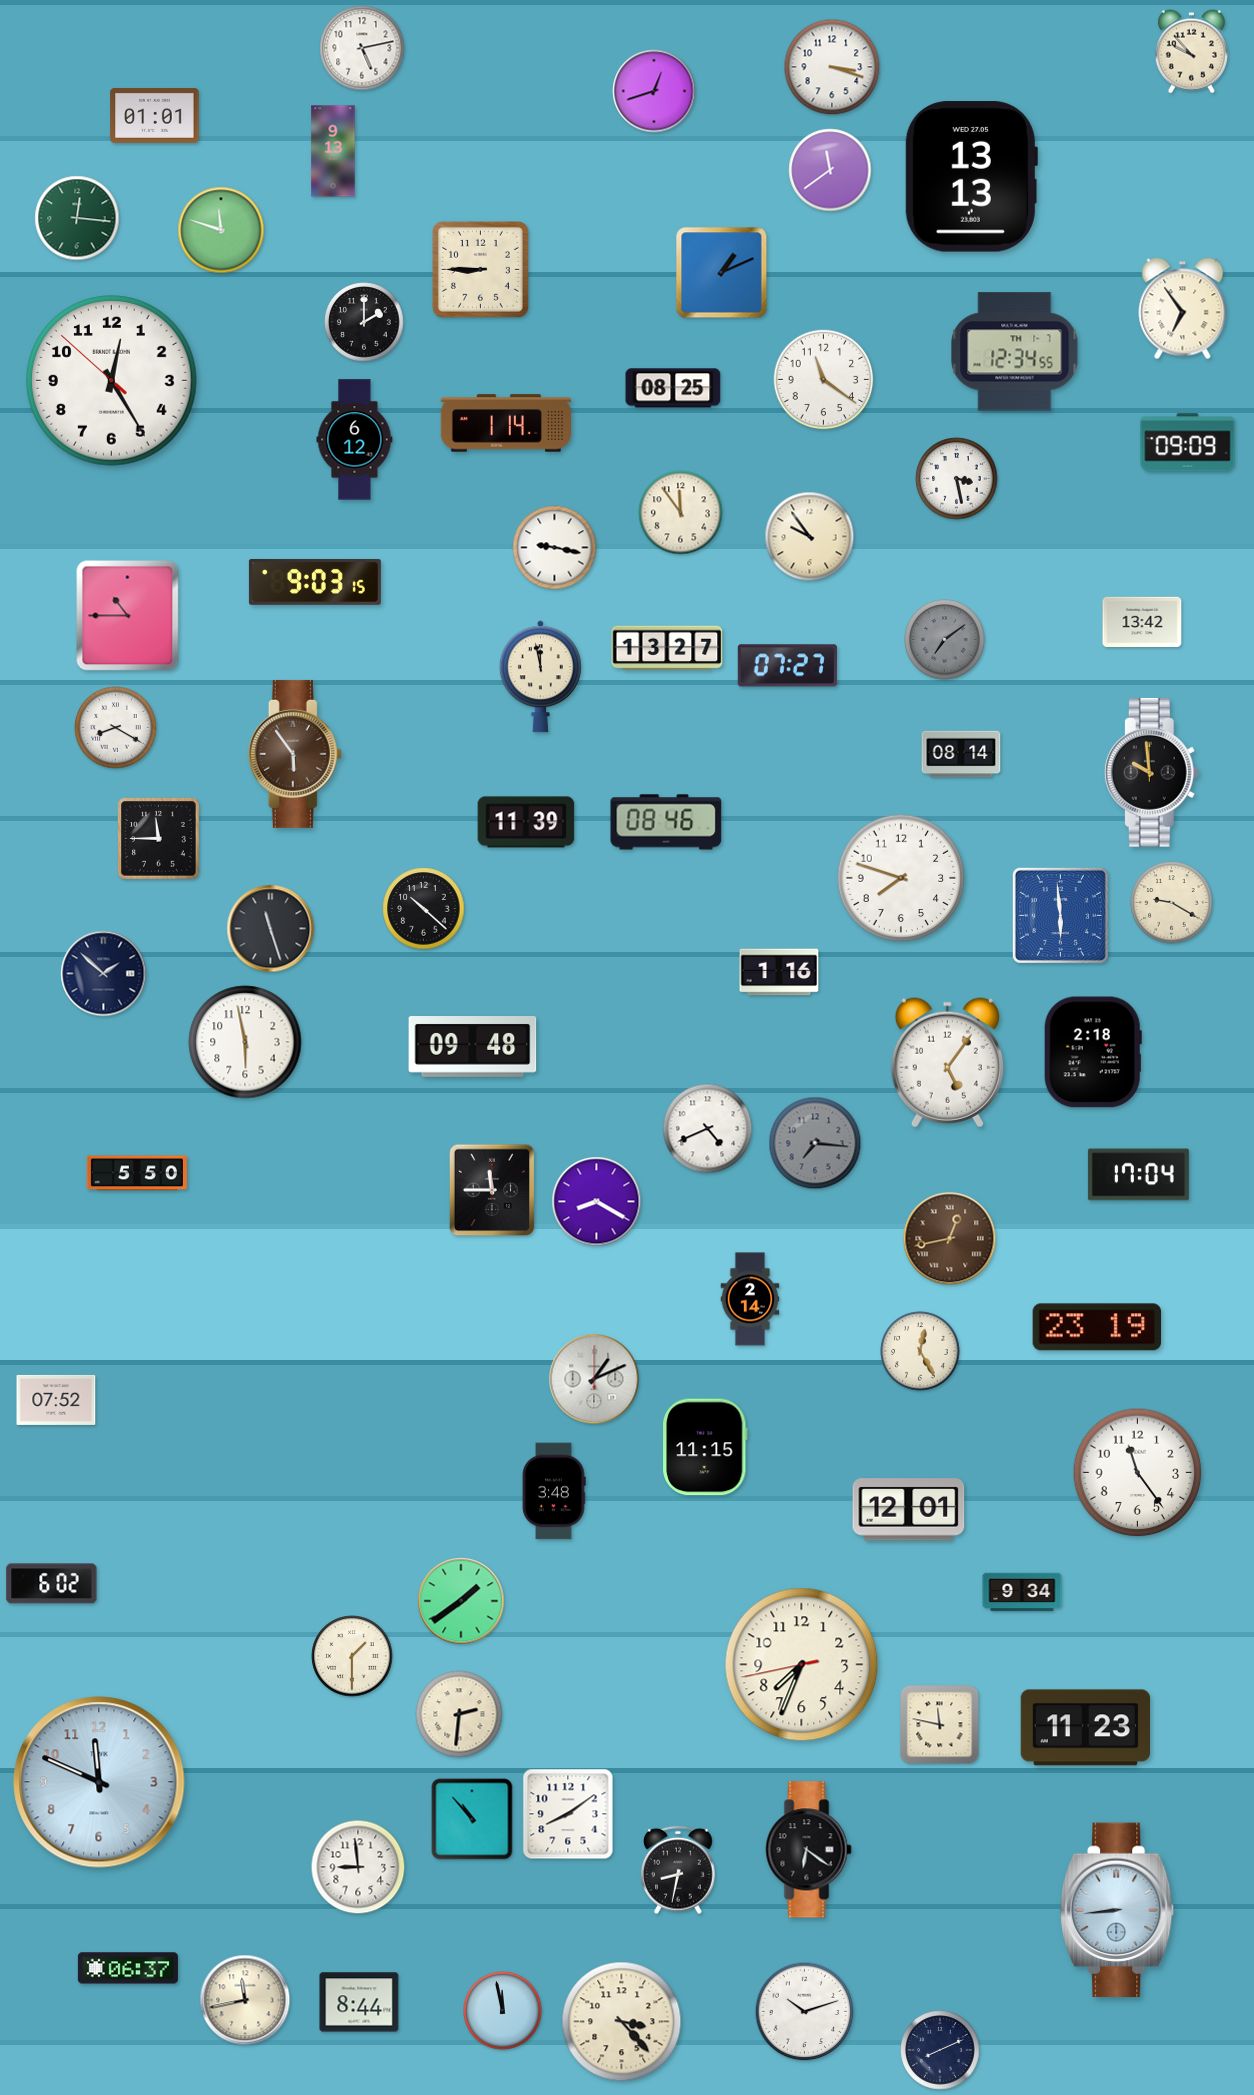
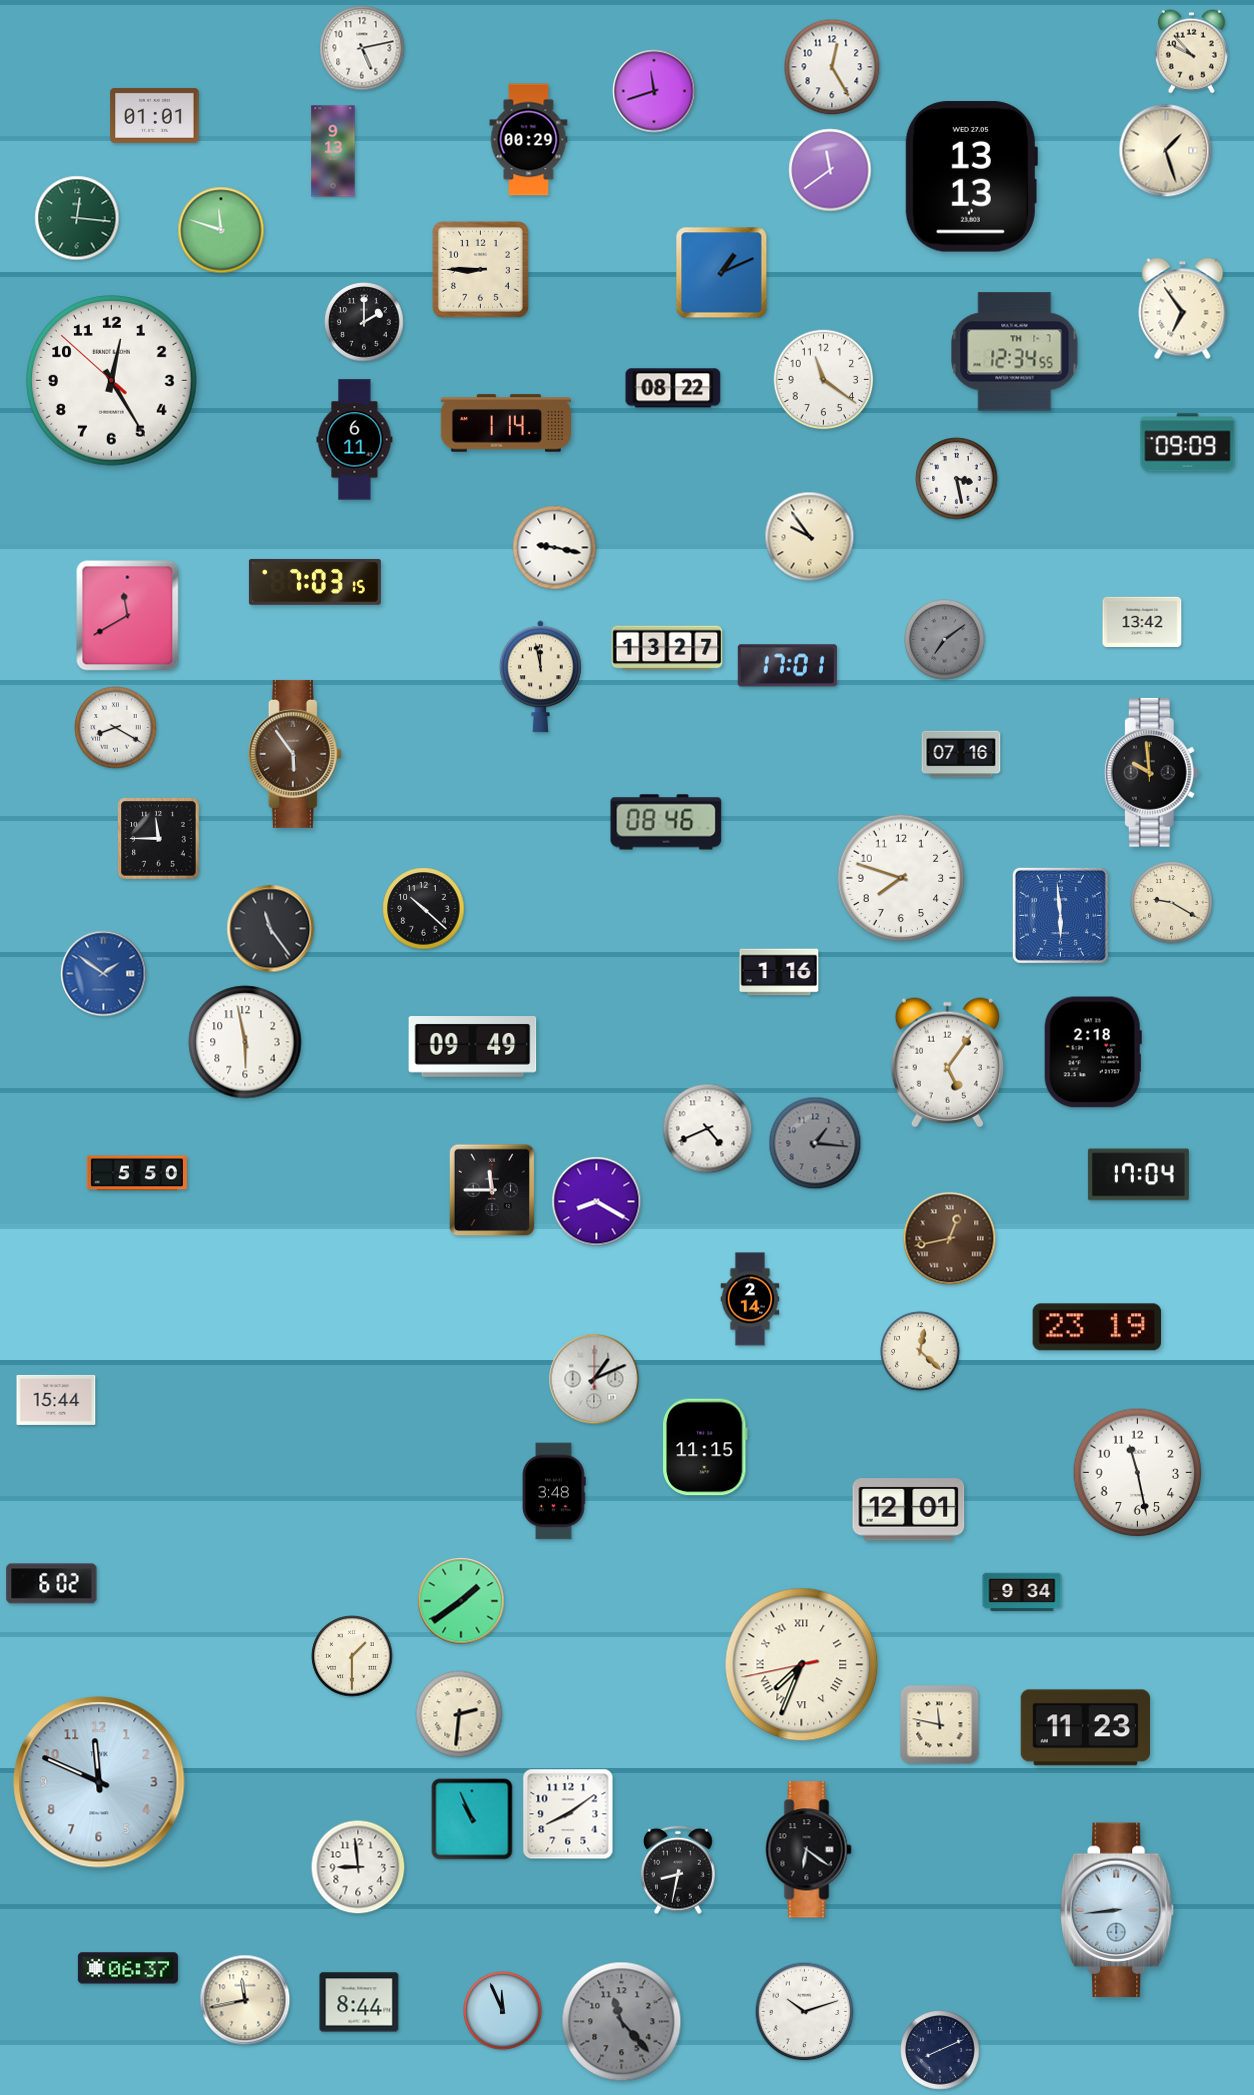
clock at (832, 67): 3:18 -> 12:25
clock at (654, 91): 12:42 -> 11:42
clock at (529, 140): none -> 00:29
clock at (1166, 151): none -> 1:27
clock at (673, 388): 08:25 -> 08:22
clock at (355, 440): 6:12 -> 6:11
clock at (681, 513): 11:54 -> none
clock at (315, 582): 9:03 -> 7:03
clock at (128, 616): 10:45 -> 11:40
clock at (787, 666): 07:27 -> 17:01
clock at (961, 754): 08:14 -> 07:16
clock at (526, 822): 11:39 -> none
clock at (271, 929): 11:27 -> 11:24
clock at (104, 974): 1:52 -> 1:51
clock at (104, 974) dial: navy -> blue
clock at (473, 1047): 09:48 -> 09:49
clock at (815, 1143): 7:16 -> 1:16
clock at (920, 1351): 12:25 -> 12:22
clock at (56, 1400): 07:52 -> 15:44
clock at (1138, 1473): 11:24 -> 11:28
clock at (802, 1665) numerals: Arabic -> Roman
clock at (472, 1819): 10:53 -> 10:56
clock at (503, 2011): 11:58 -> 11:56
clock at (622, 2022): 3:23 -> 11:23
clock at (622, 2022) dial: cream -> grey
